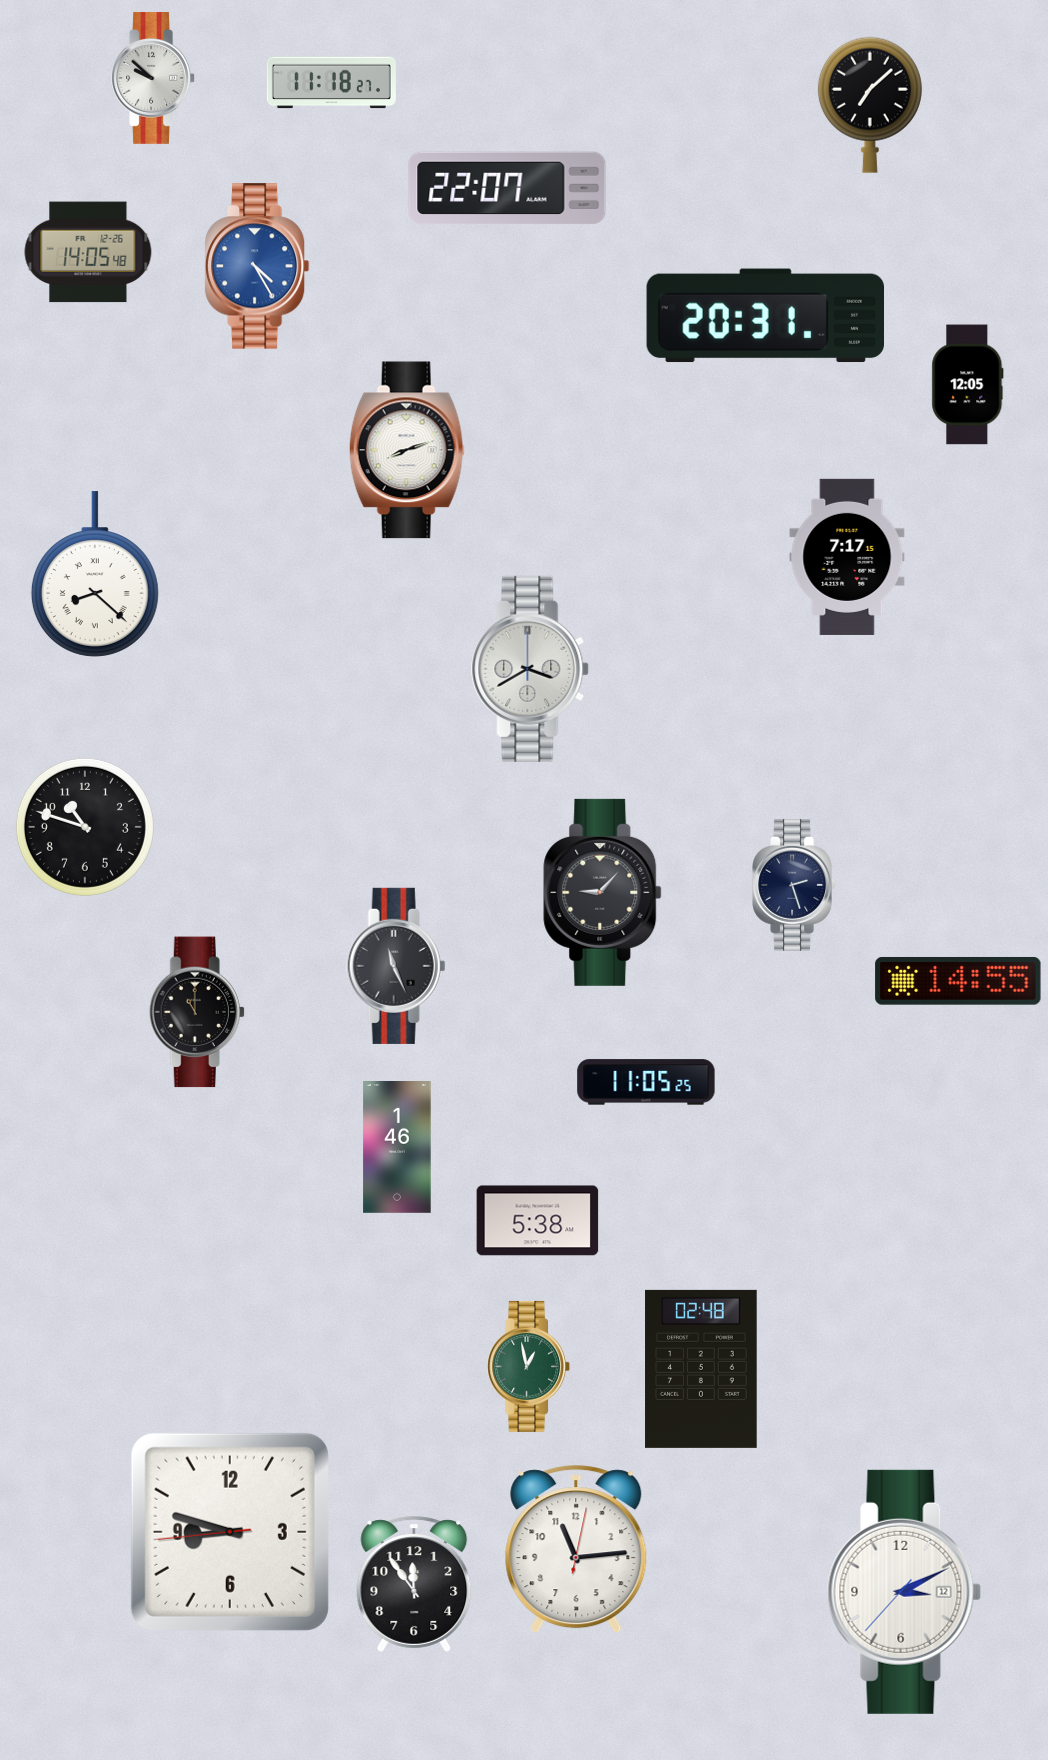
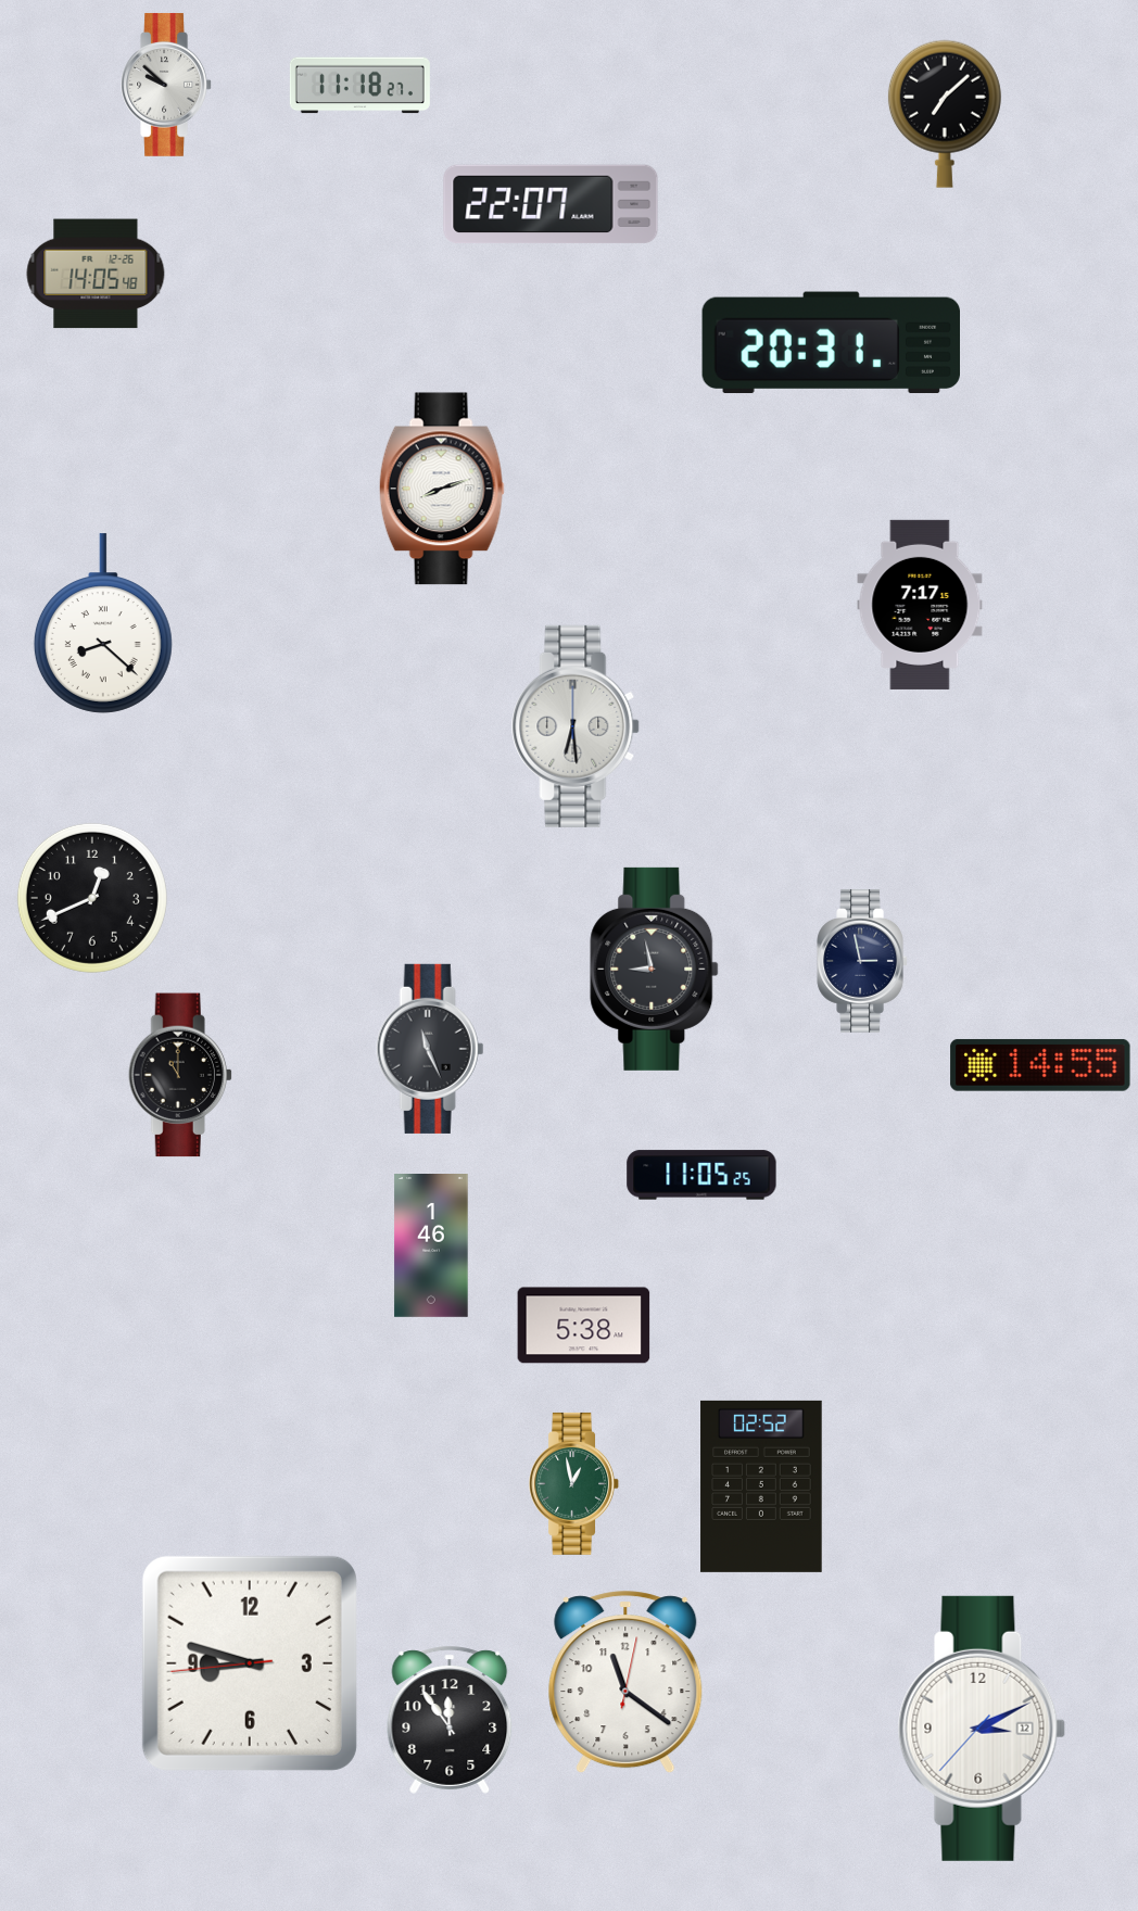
clock at (331, 83) position: (331, 83) -> (359, 86)
clock at (257, 266): 4:25 -> none
clock at (968, 385): 12:05 -> none
clock at (531, 669): 3:40 -> 6:29
clock at (85, 827): 10:48 -> 12:41
clock at (794, 885): 2:27 -> 2:58
clock at (603, 892): 9:07 -> 8:58
clock at (197, 1012) position: (197, 1012) -> (180, 1075)
clock at (701, 1369): 02:48 -> 02:52
clock at (576, 1550): 11:14 -> 11:21
